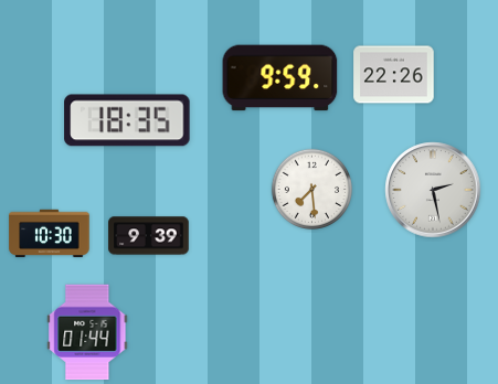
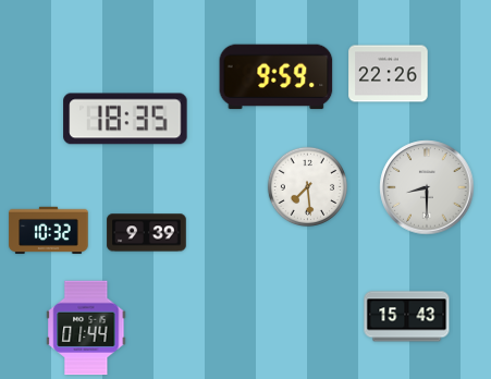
clock at (433, 190): 2:28 -> 8:30
clock at (50, 234): 10:30 -> 10:32
clock at (407, 317): none -> 15:43
